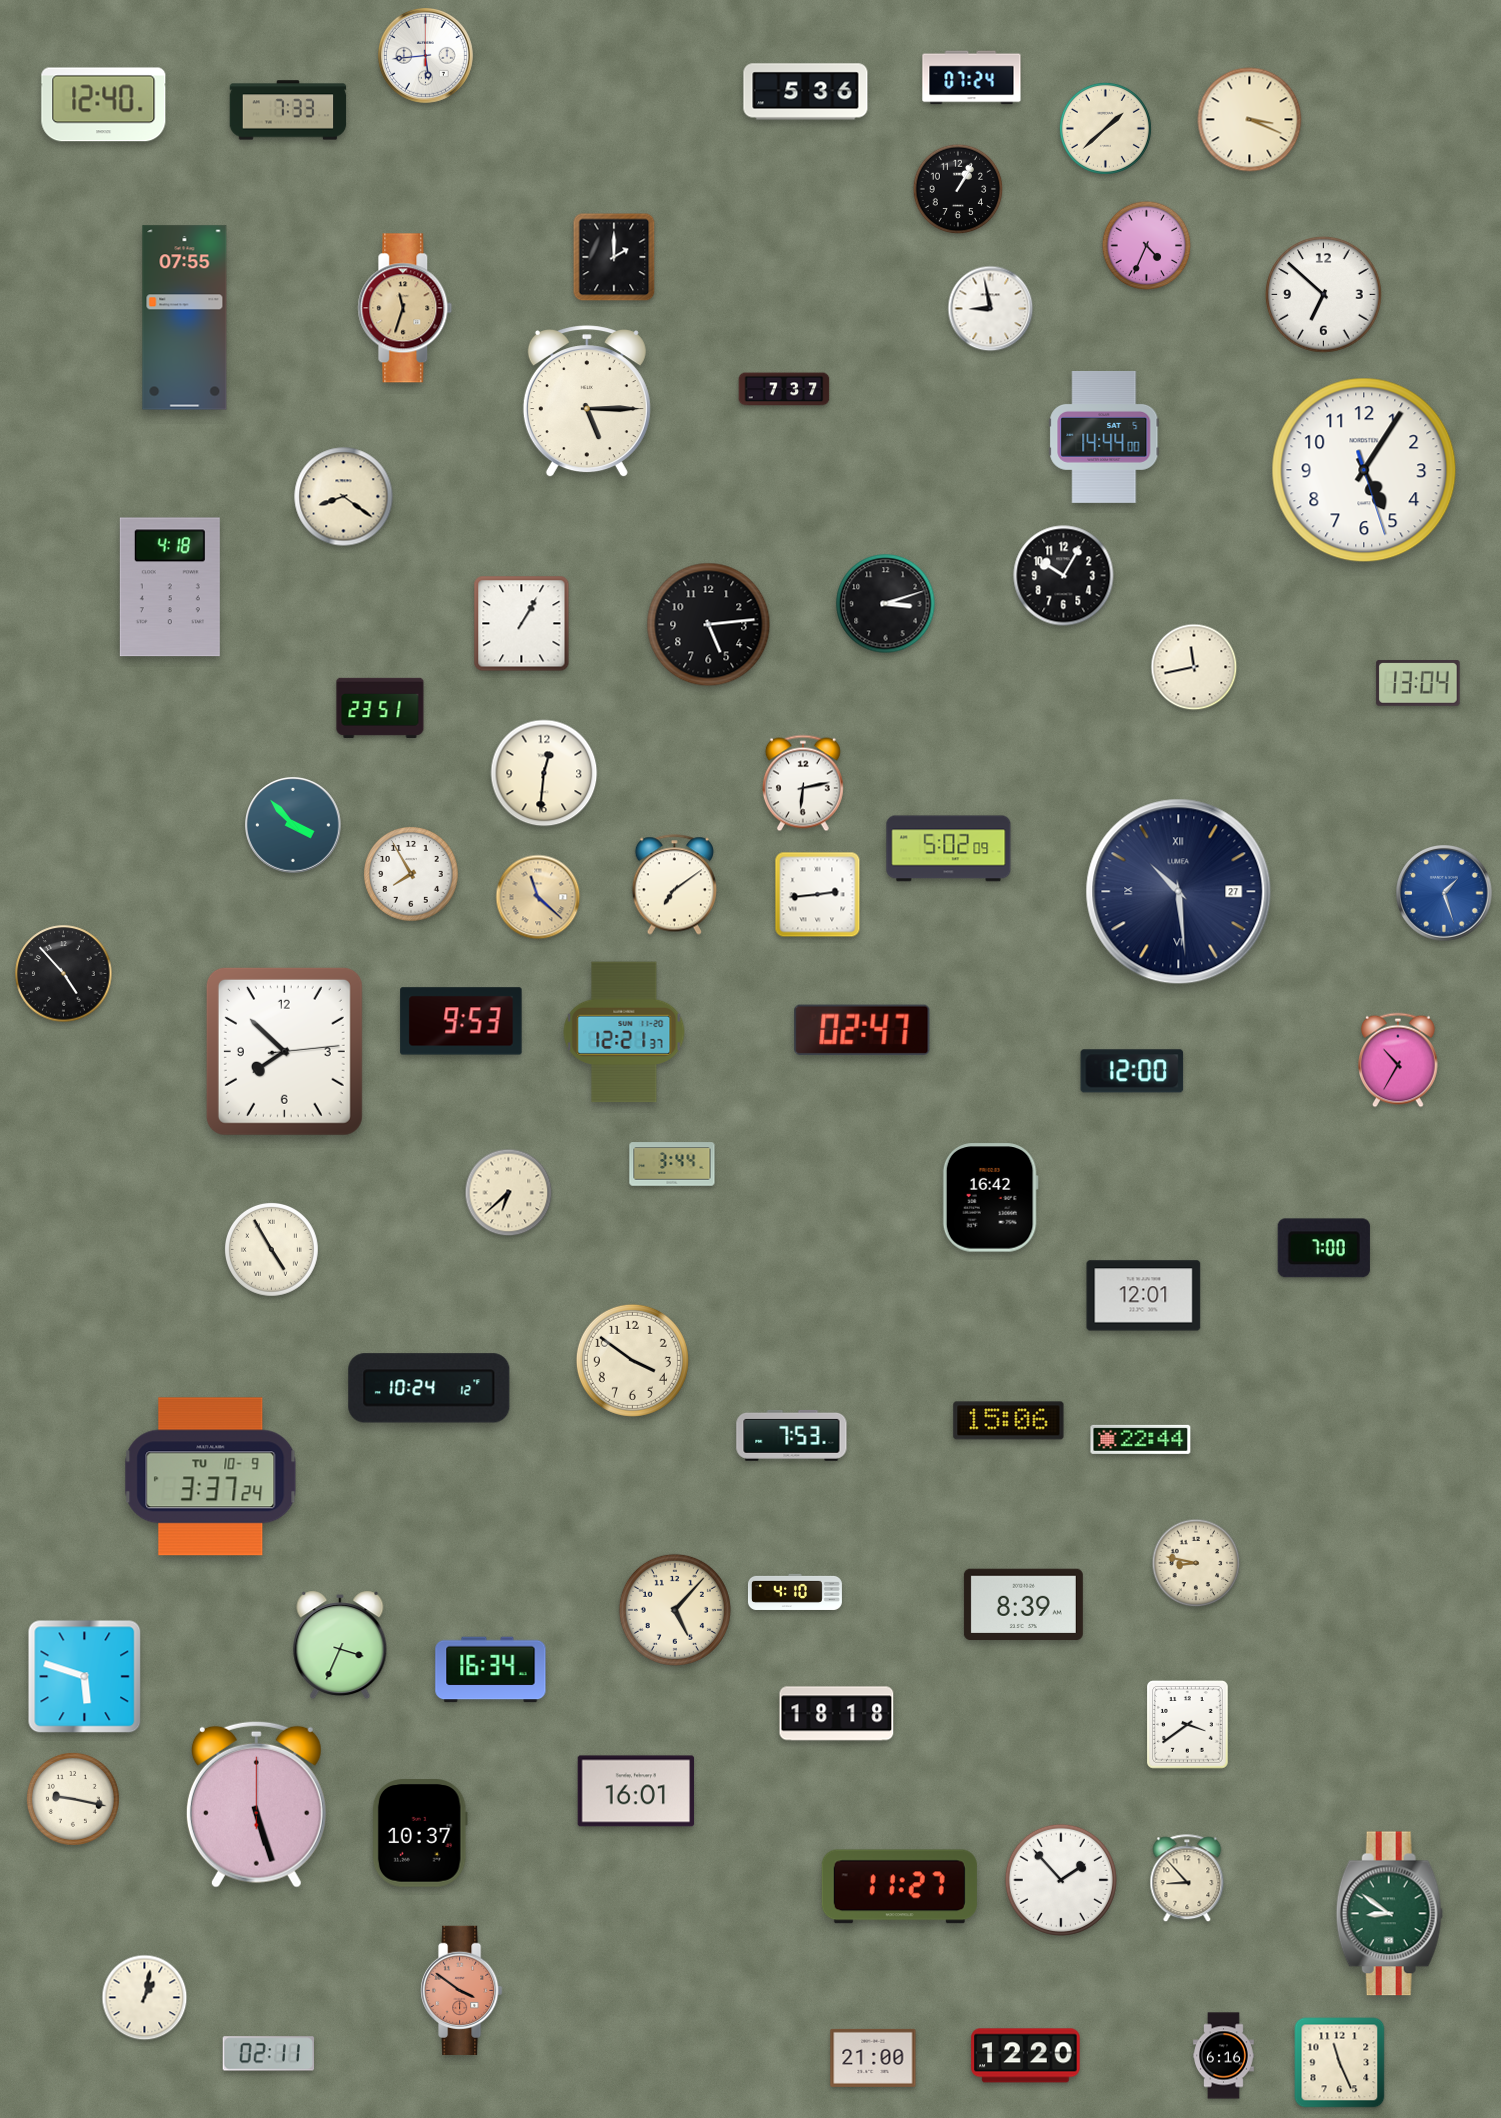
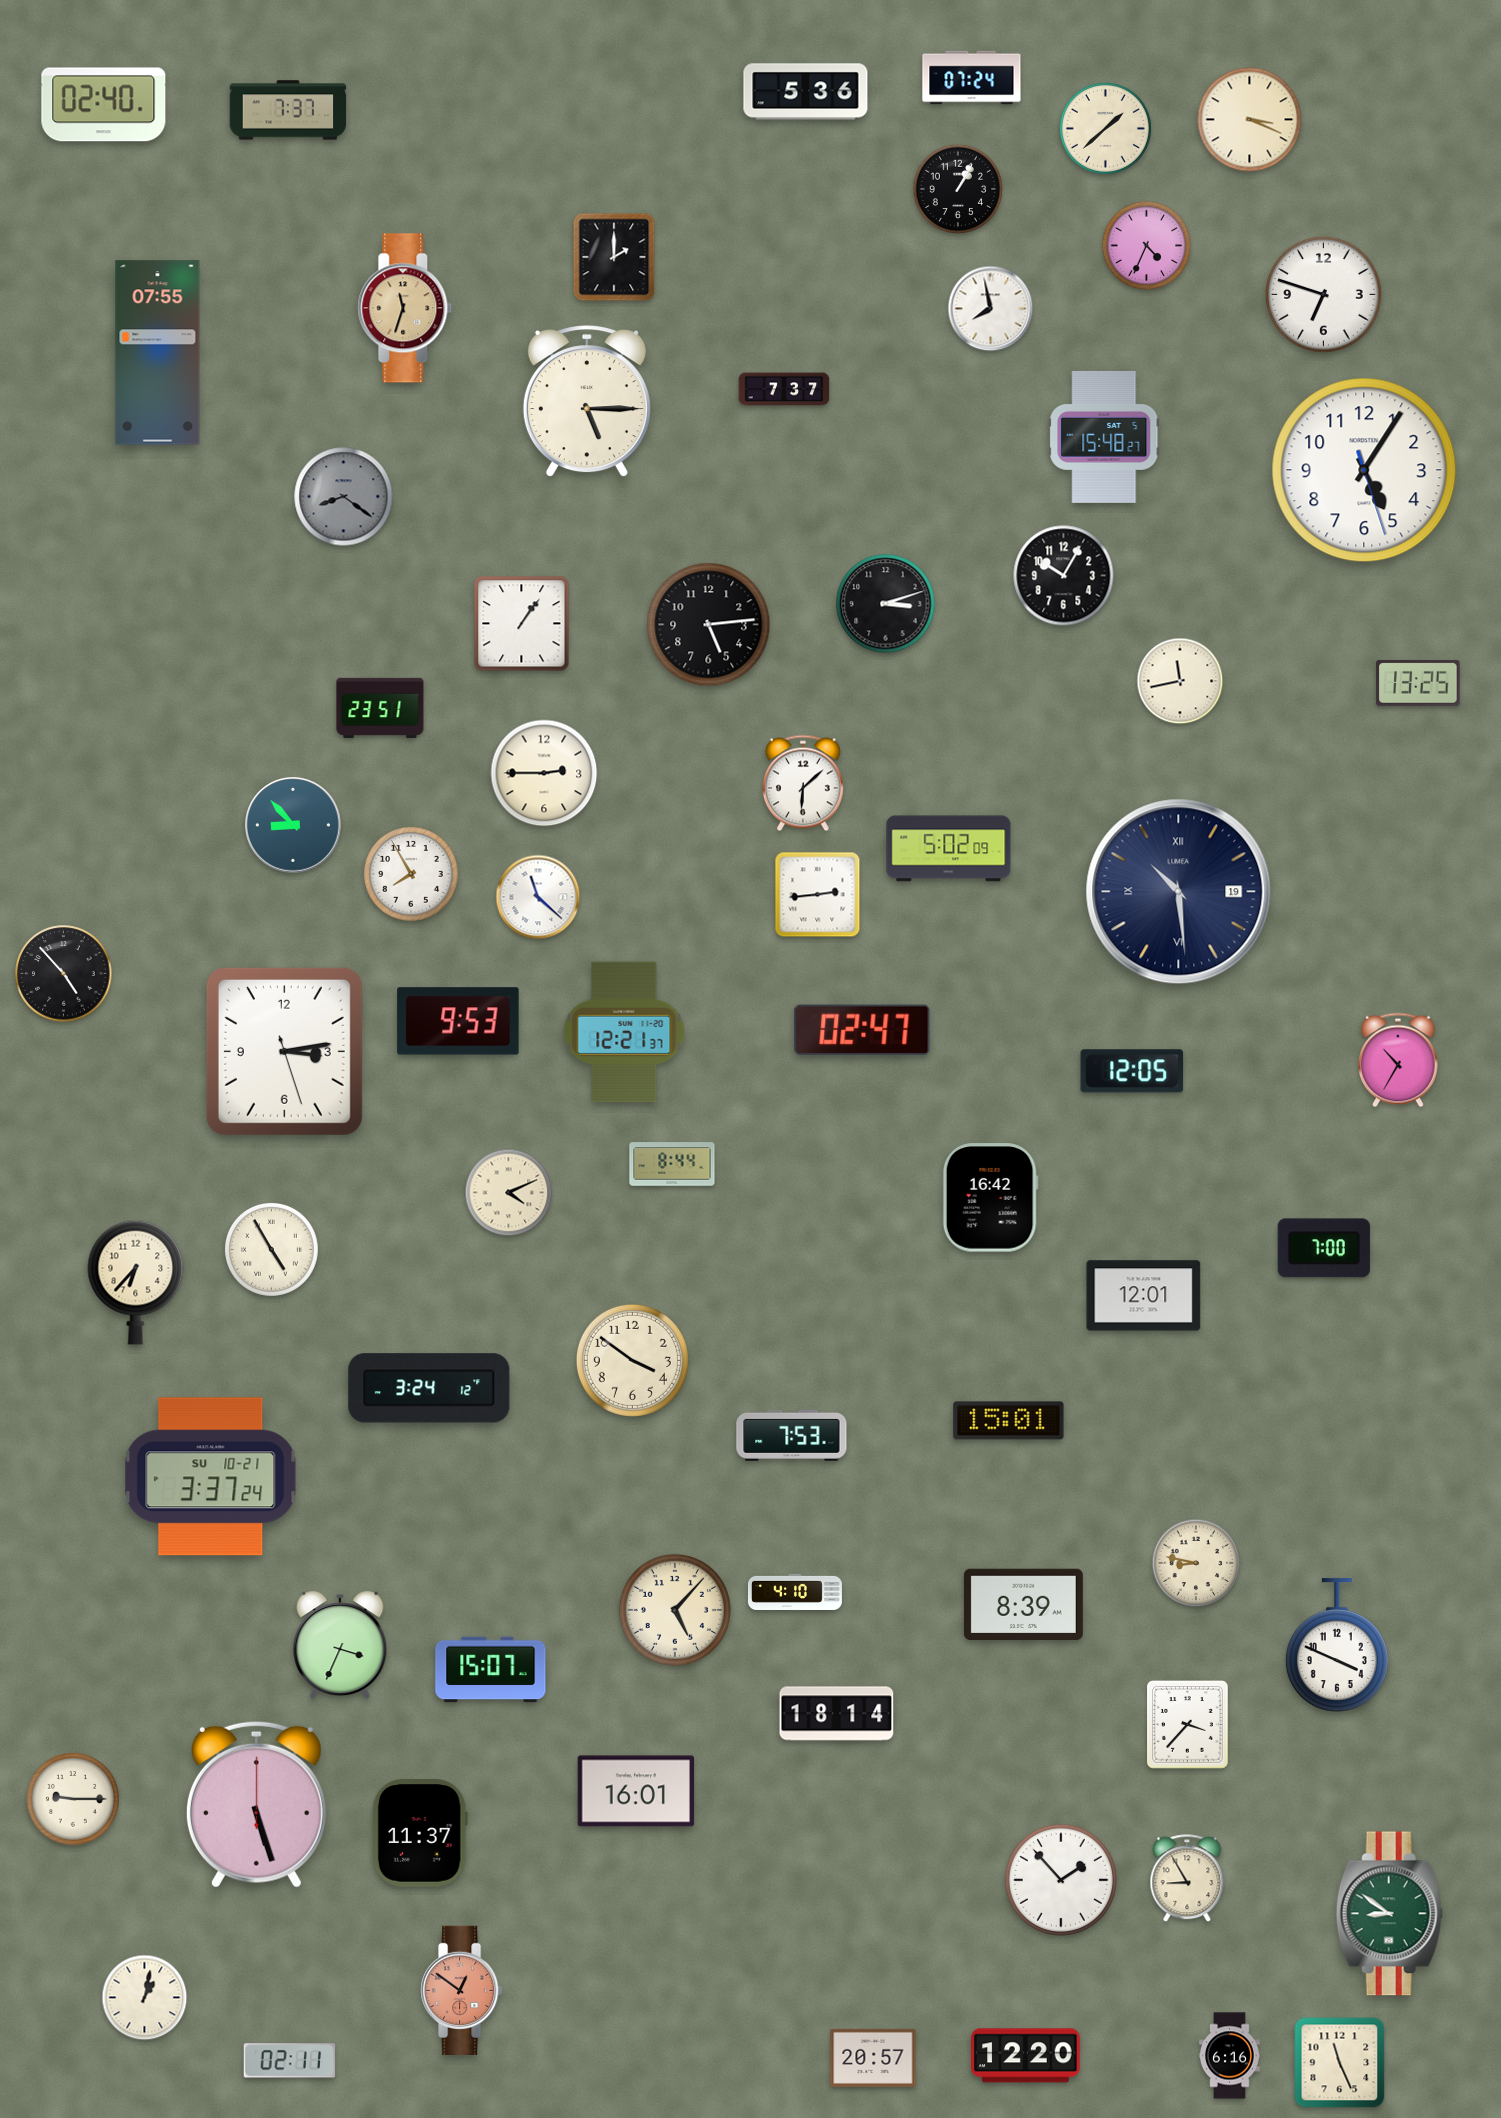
clock at (426, 56): 5:44 -> none
clock at (104, 105): 12:40 -> 02:40
clock at (288, 110): 7:33 -> 7:37
clock at (1324, 295): 6:52 -> 6:48
clock at (991, 309): 8:58 -> 7:58
clock at (185, 318) position: (185, 318) -> (158, 353)
clock at (1104, 437): 14:44 -> 15:48
clock at (344, 497) dial: cream -> grey
clock at (170, 587): 4:18 -> none
clock at (522, 624): 1:05 -> 1:06
clock at (1194, 667) position: (1194, 667) -> (1180, 681)
clock at (1418, 684): 13:04 -> 13:25
clock at (544, 773): 12:31 -> 2:45
clock at (803, 783): 6:13 -> 6:08
clock at (293, 825): 3:53 -> 8:53
clock at (674, 885): 7:09 -> none
clock at (1179, 892) date: 27 -> 19
clock at (1444, 893): 1:27 -> none
clock at (538, 897) dial: champagne -> white
clock at (461, 1021) position: (461, 1021) -> (458, 1021)
clock at (284, 1051): 7:52 -> 3:13
clock at (1132, 1071): 12:00 -> 12:05
clock at (672, 1164): 3:44 -> 8:44
clock at (509, 1193): 6:38 -> 4:11
clock at (136, 1282): none -> 6:37
clock at (429, 1388): 10:24 -> 3:24
clock at (1009, 1421): 15:06 -> 15:01
clock at (1141, 1439): 22:44 -> none
clock at (211, 1477) date: TU 10-9 -> SU 10-21
clock at (1337, 1645): none -> 3:49
clock at (491, 1670): 16:34 -> 15:07
clock at (85, 1677): 5:48 -> none
clock at (837, 1714): 18:18 -> 18:14
clock at (1188, 1725): 3:39 -> 3:37
clock at (73, 1799): 9:17 -> 9:15
clock at (420, 1834): 10:37 -> 11:37
clock at (1187, 1879): 8:53 -> 8:55
clock at (899, 1887): 11:27 -> none
clock at (462, 1990): 3:51 -> 12:51
clock at (269, 2054) position: (269, 2054) -> (290, 2061)
clock at (1224, 2056) position: (1224, 2056) -> (1230, 2056)
clock at (873, 2058): 21:00 -> 20:57
